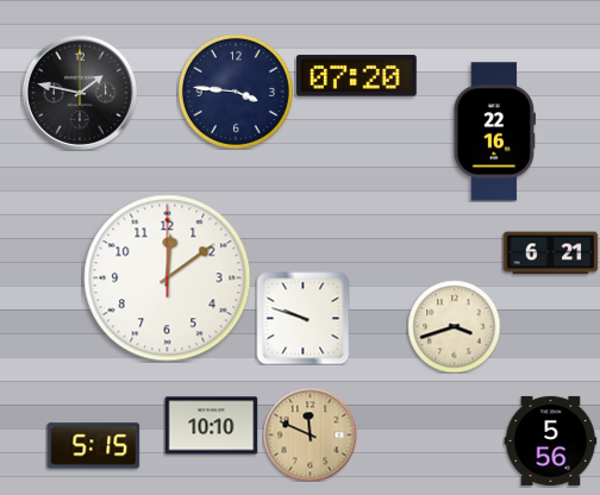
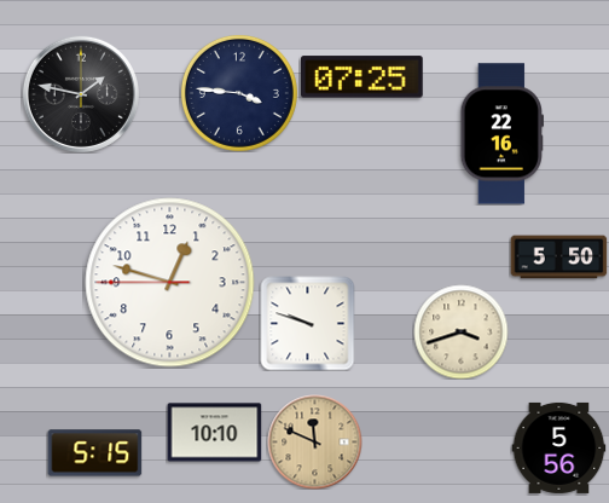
clock at (356, 76): 07:20 -> 07:25
clock at (550, 253): 6:21 -> 5:50
clock at (168, 278): 12:09 -> 12:47
